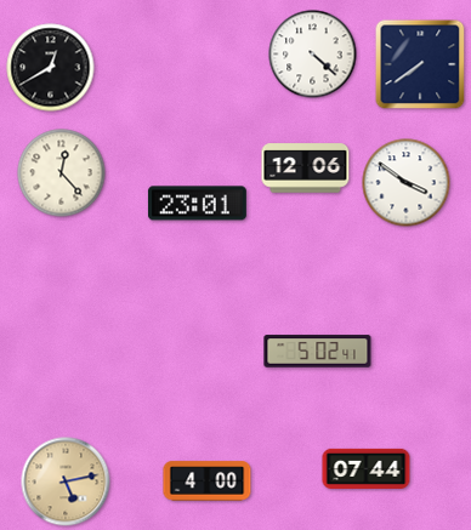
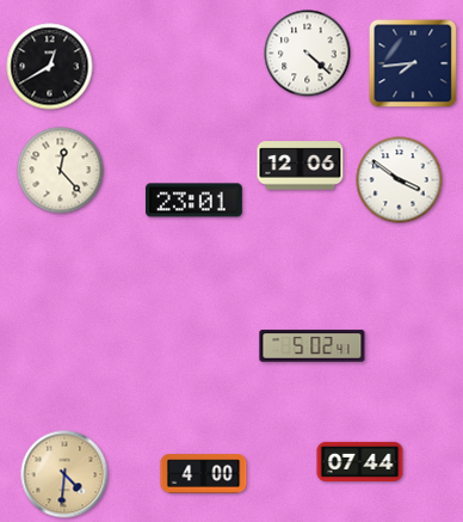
clock at (420, 64): 7:39 -> 7:44
clock at (66, 481): 5:13 -> 4:31
